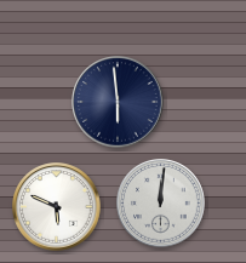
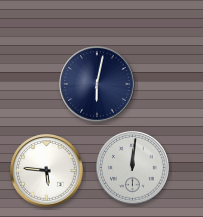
clock at (118, 102): 5:59 -> 6:02
clock at (57, 207): 5:49 -> 5:46
